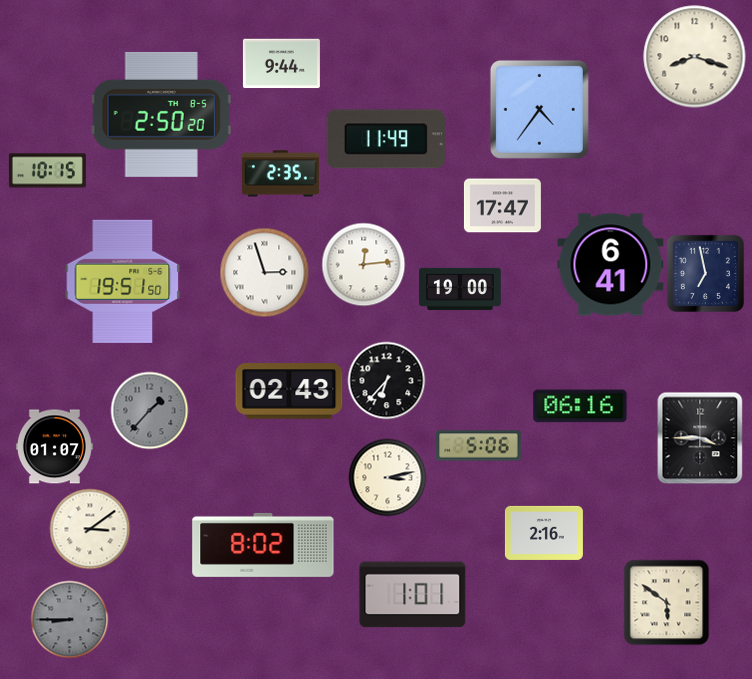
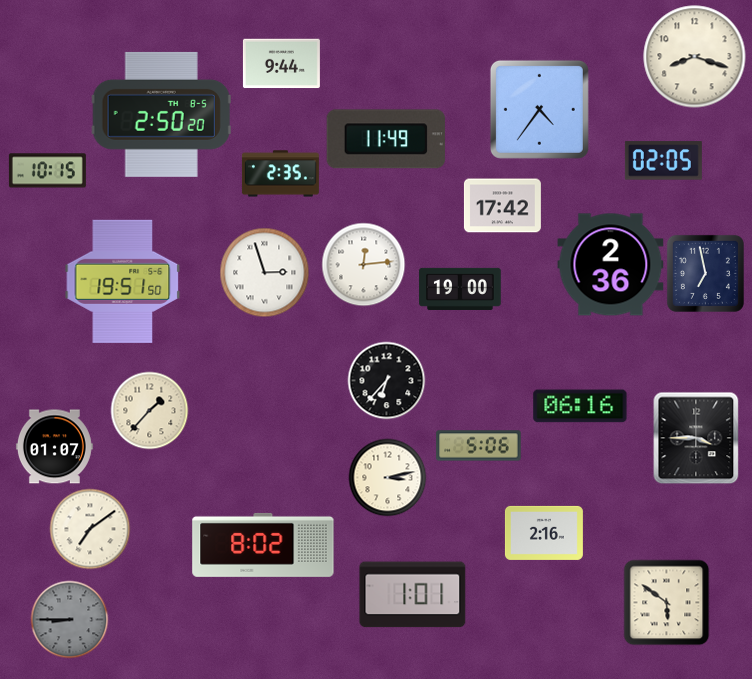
clock at (663, 161): none -> 02:05
clock at (502, 206): 17:47 -> 17:42
clock at (611, 265): 6:41 -> 2:36
clock at (289, 391): 02:43 -> none
clock at (149, 410) dial: grey -> cream
clock at (700, 438) position: (700, 438) -> (696, 438)
clock at (90, 529): 3:09 -> 7:09
